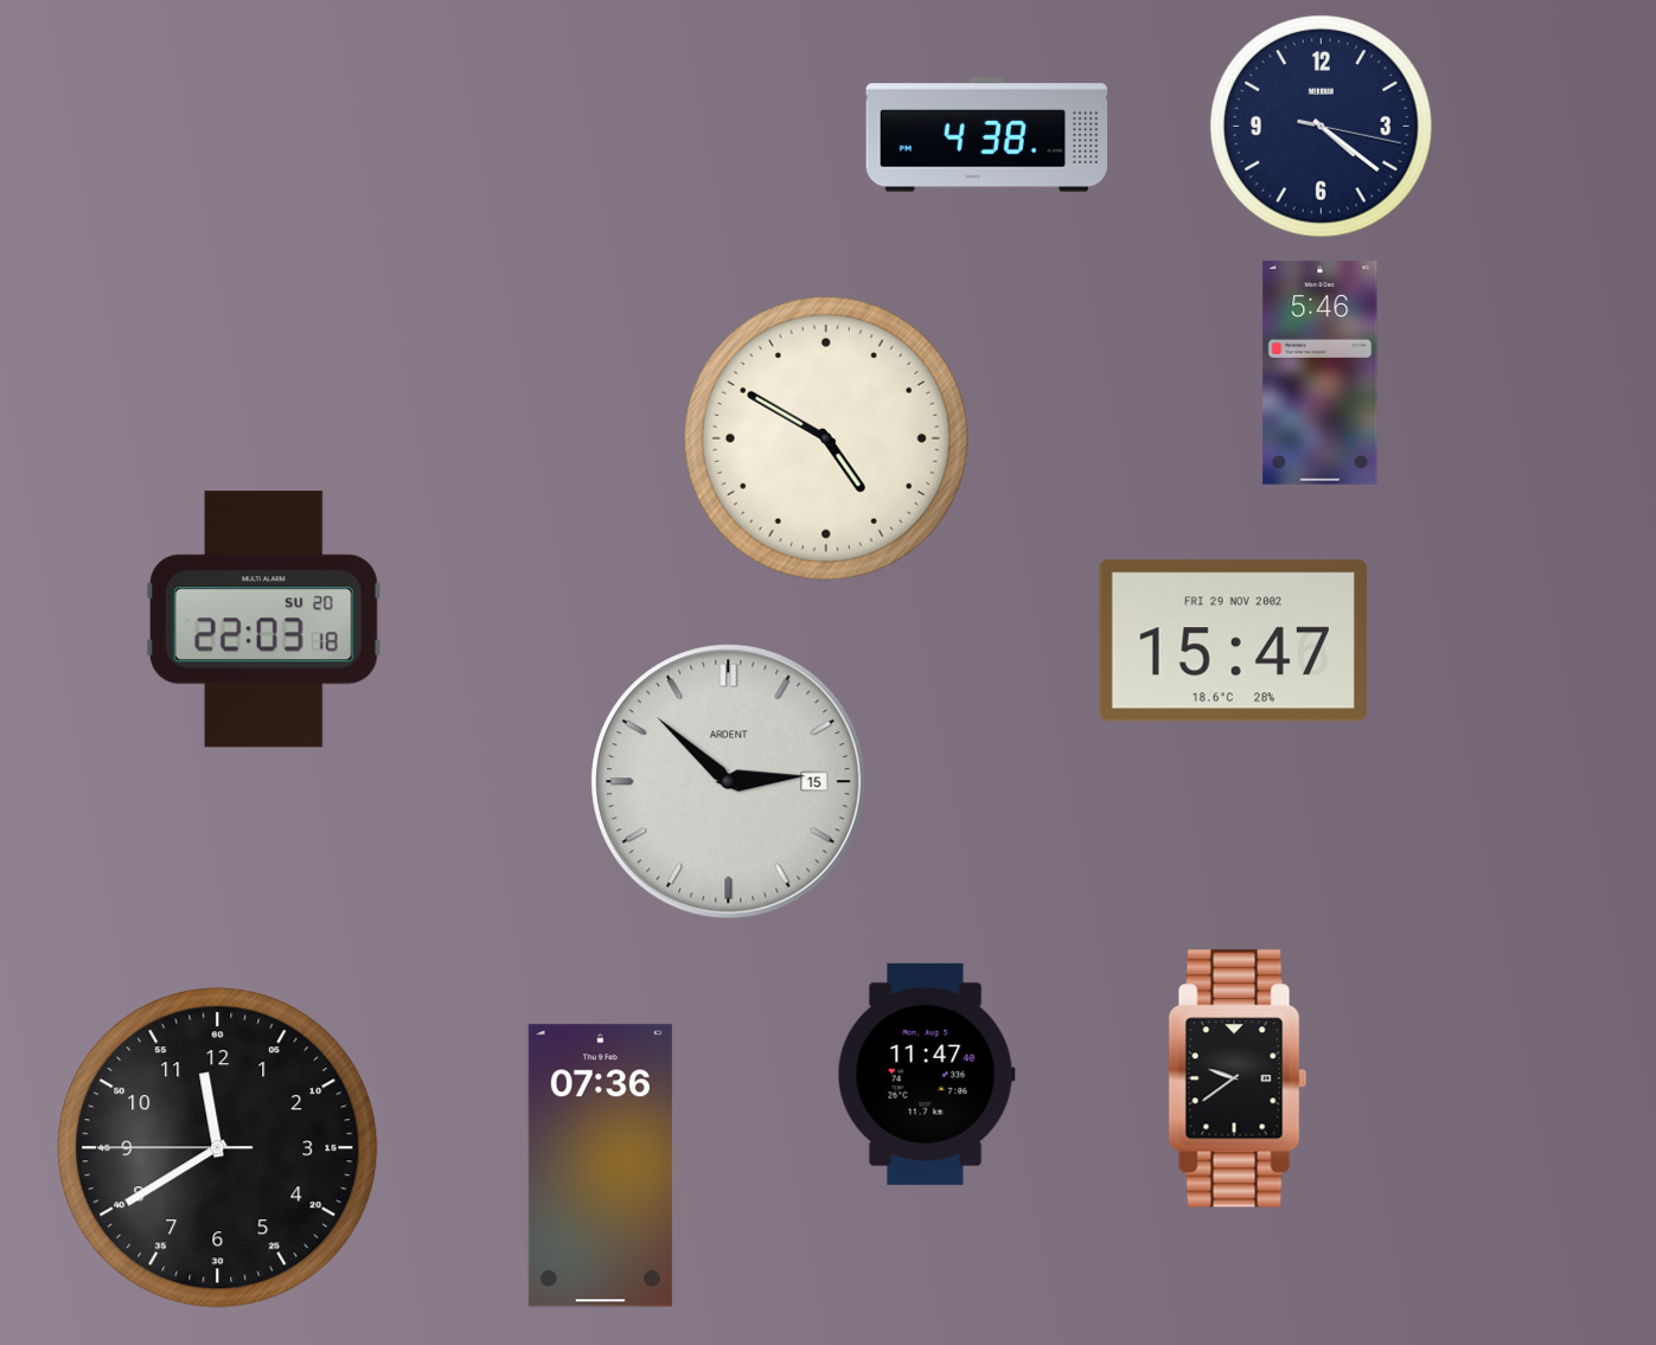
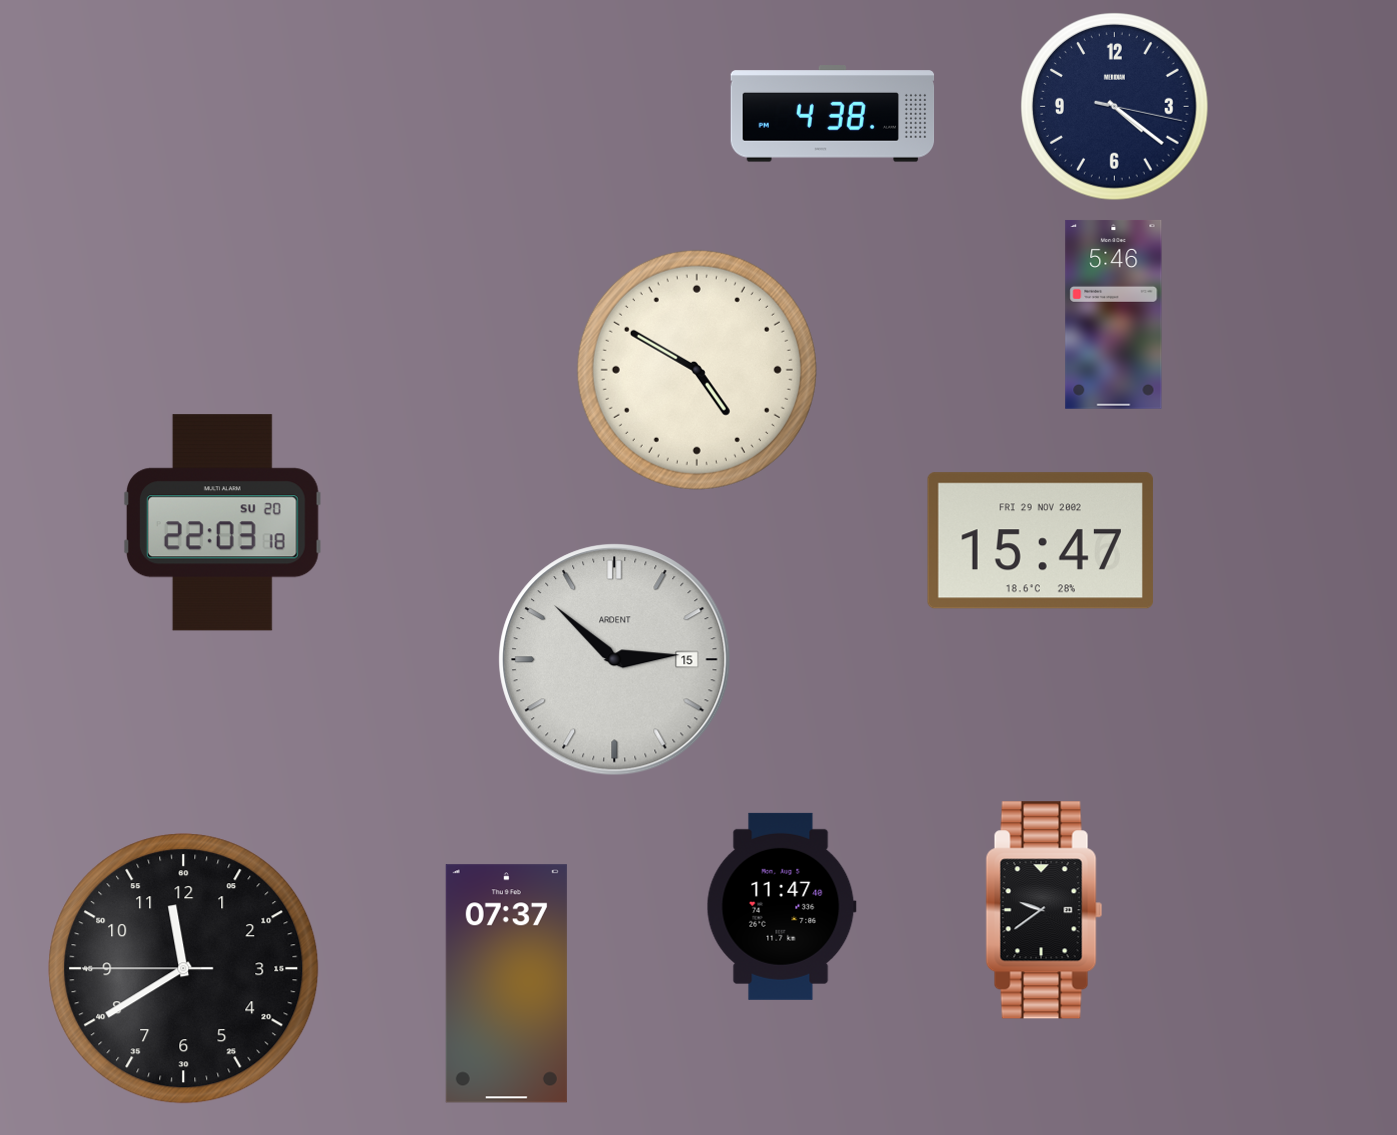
clock at (600, 1166): 07:36 -> 07:37
